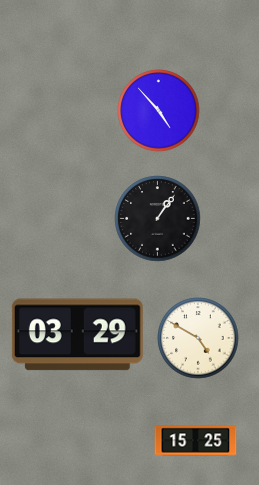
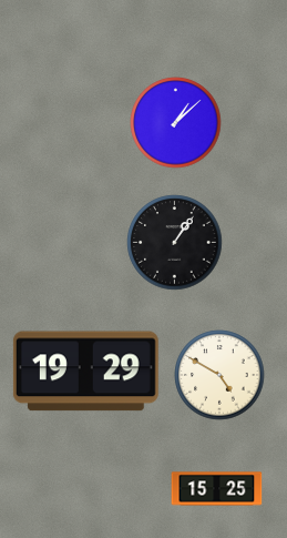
clock at (159, 111): 4:53 -> 1:08
clock at (77, 335): 03:29 -> 19:29
